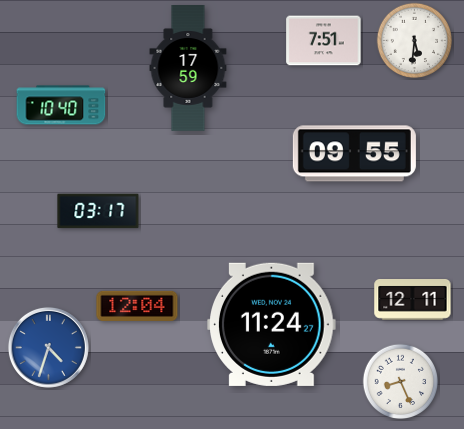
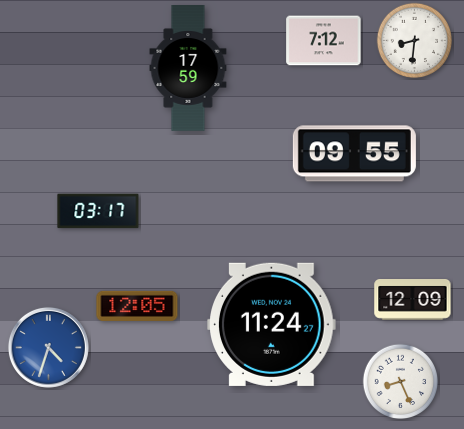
clock at (324, 41): 7:51 -> 7:12
clock at (415, 41): 5:31 -> 8:31
clock at (61, 105): 10:40 -> none
clock at (413, 300): 12:11 -> 12:09
clock at (137, 306): 12:04 -> 12:05
